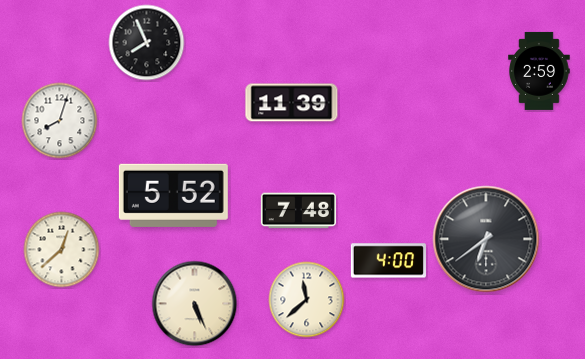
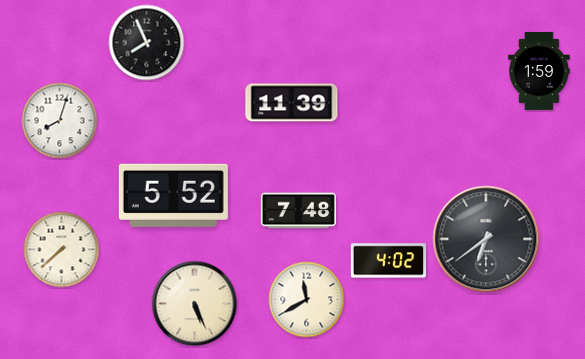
clock at (539, 71): 2:59 -> 1:59
clock at (62, 250): 12:38 -> 7:38
clock at (388, 261): 4:00 -> 4:02
clock at (307, 300): 11:38 -> 11:40
